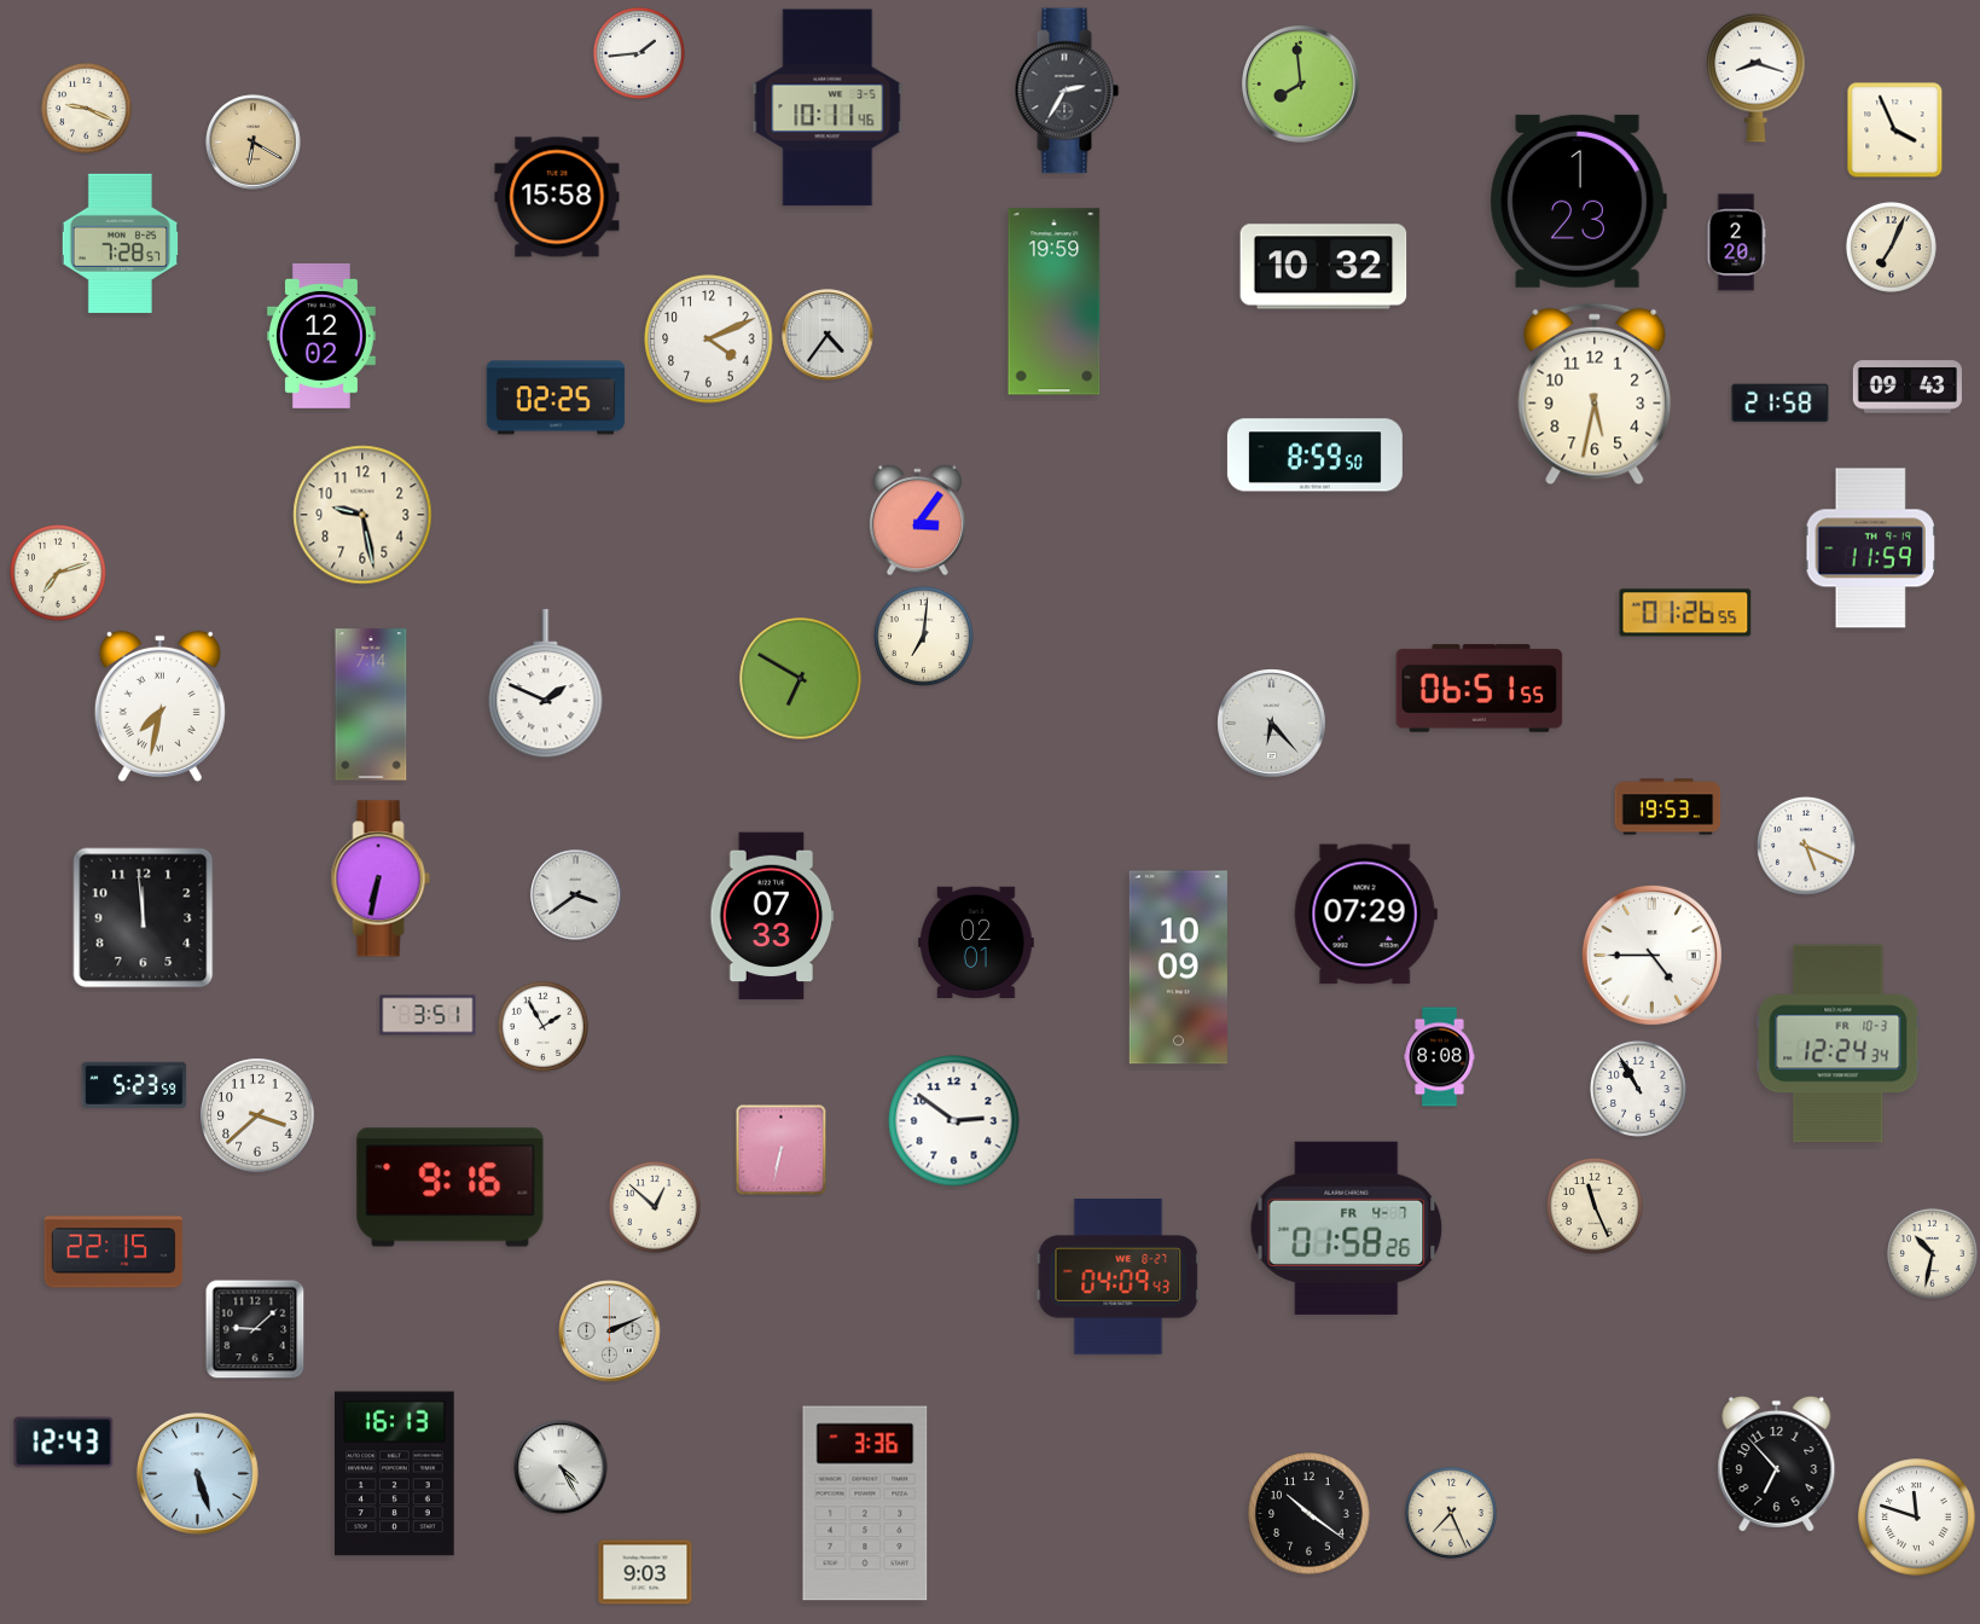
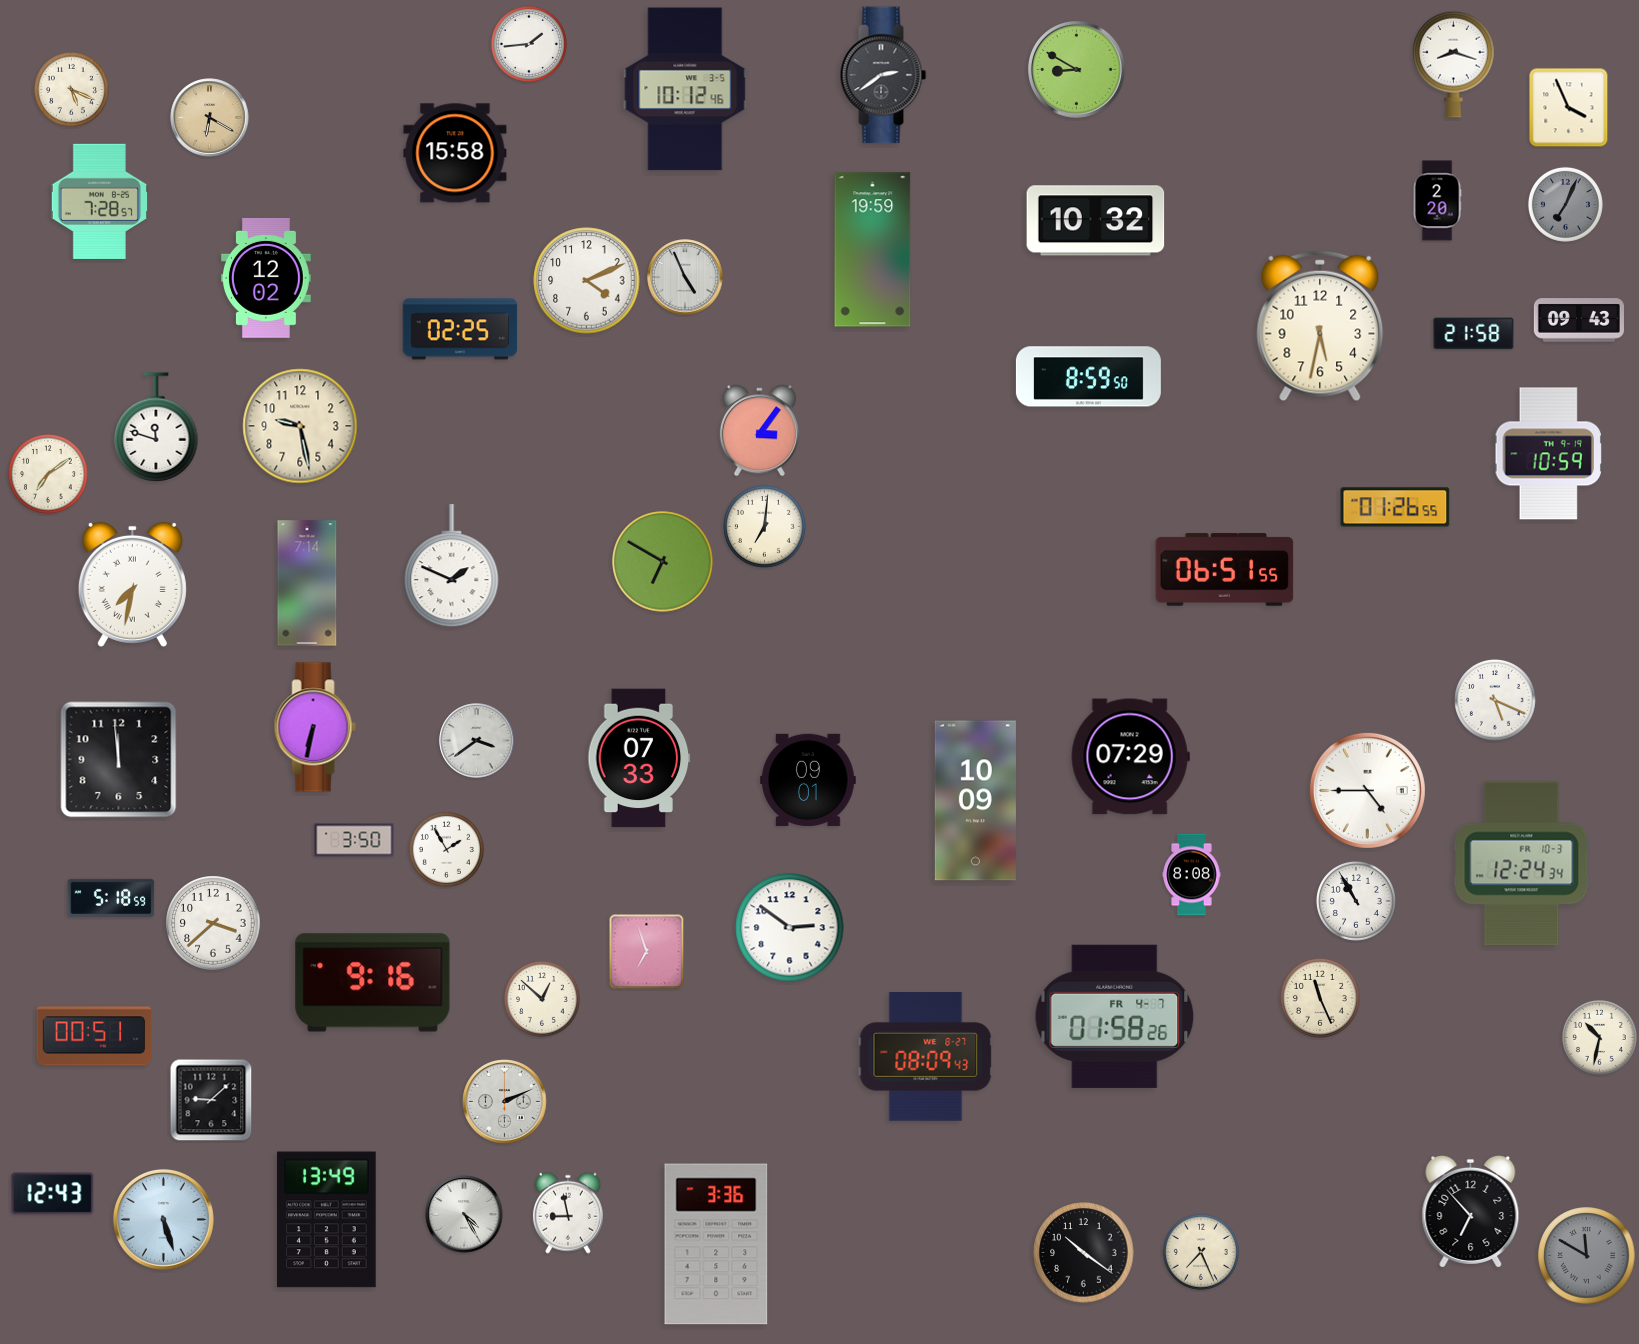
clock at (1301, 85): 7:59 -> 8:50
clock at (1067, 91): 2:35 -> 2:39
clock at (86, 108): 9:19 -> 5:19
clock at (828, 108): 10:11 -> 10:12
clock at (557, 197) position: (557, 197) -> (455, 153)
clock at (1578, 201): 1:23 -> none
clock at (1891, 246) dial: cream -> grey
clock at (828, 335): 4:36 -> 4:56
clock at (156, 427): none -> 11:48
clock at (1870, 549): 11:59 -> 10:59
clock at (58, 573): 7:12 -> 7:09
clock at (1272, 724): 6:23 -> none
clock at (1668, 807): 19:53 -> none
clock at (976, 941): 02:01 -> 09:01
clock at (428, 1015): 3:51 -> 3:50
clock at (542, 1026) position: (542, 1026) -> (446, 849)
clock at (134, 1085): 5:23 -> 5:18
clock at (782, 1150): 6:32 -> 6:57
clock at (114, 1252): 22:15 -> 00:51
clock at (1119, 1277): 04:09 -> 08:09
clock at (568, 1213): none -> 8:58
clock at (395, 1474): 16:13 -> 13:49
clock at (1917, 1518): 11:48 -> 11:50
clock at (1917, 1518) dial: white -> grey
clock at (645, 1572): 9:03 -> none
